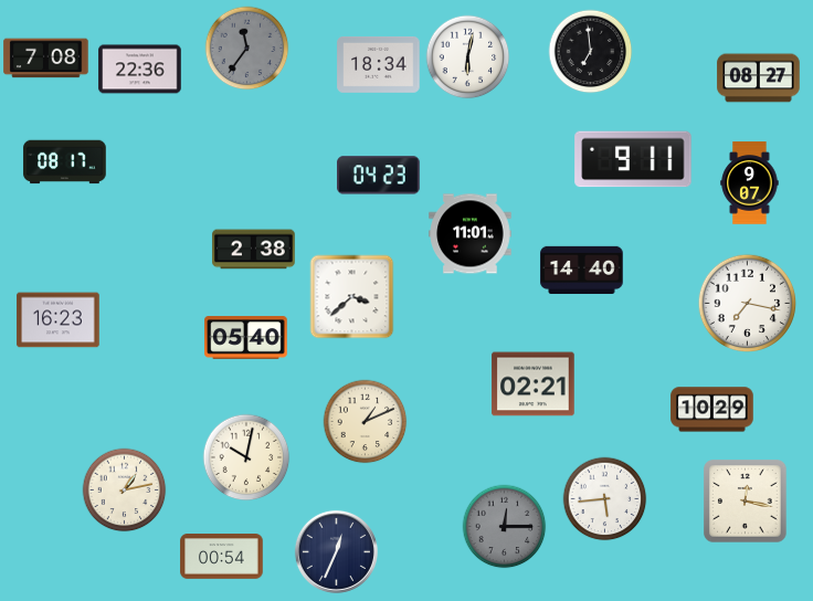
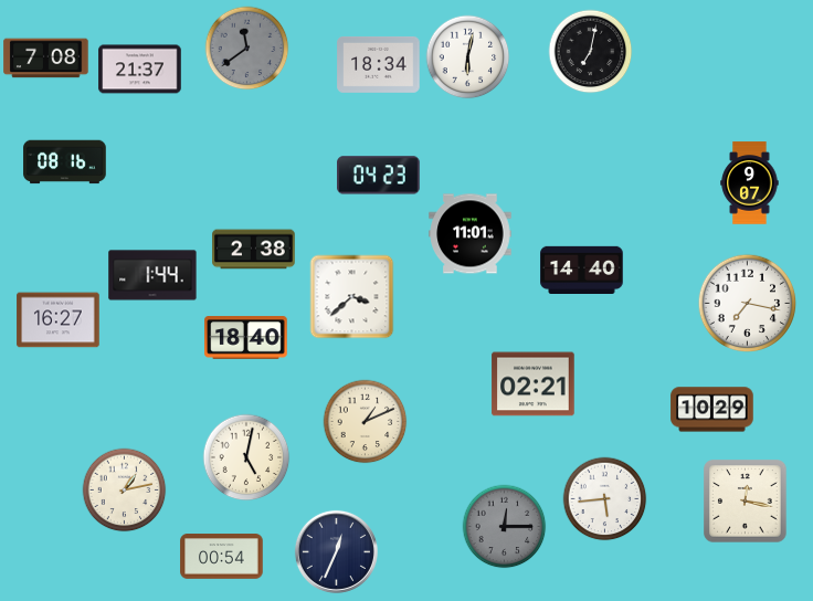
clock at (247, 49): 11:36 -> 11:39
clock at (591, 52): 6:59 -> 7:02
clock at (140, 70): 22:36 -> 21:37
clock at (759, 78): 08:27 -> none
clock at (633, 159): 9:11 -> none
clock at (65, 162): 08:17 -> 08:16
clock at (152, 275): none -> 1:44
clock at (59, 320): 16:23 -> 16:27
clock at (246, 338): 05:40 -> 18:40
clock at (246, 457): 10:02 -> 5:02
